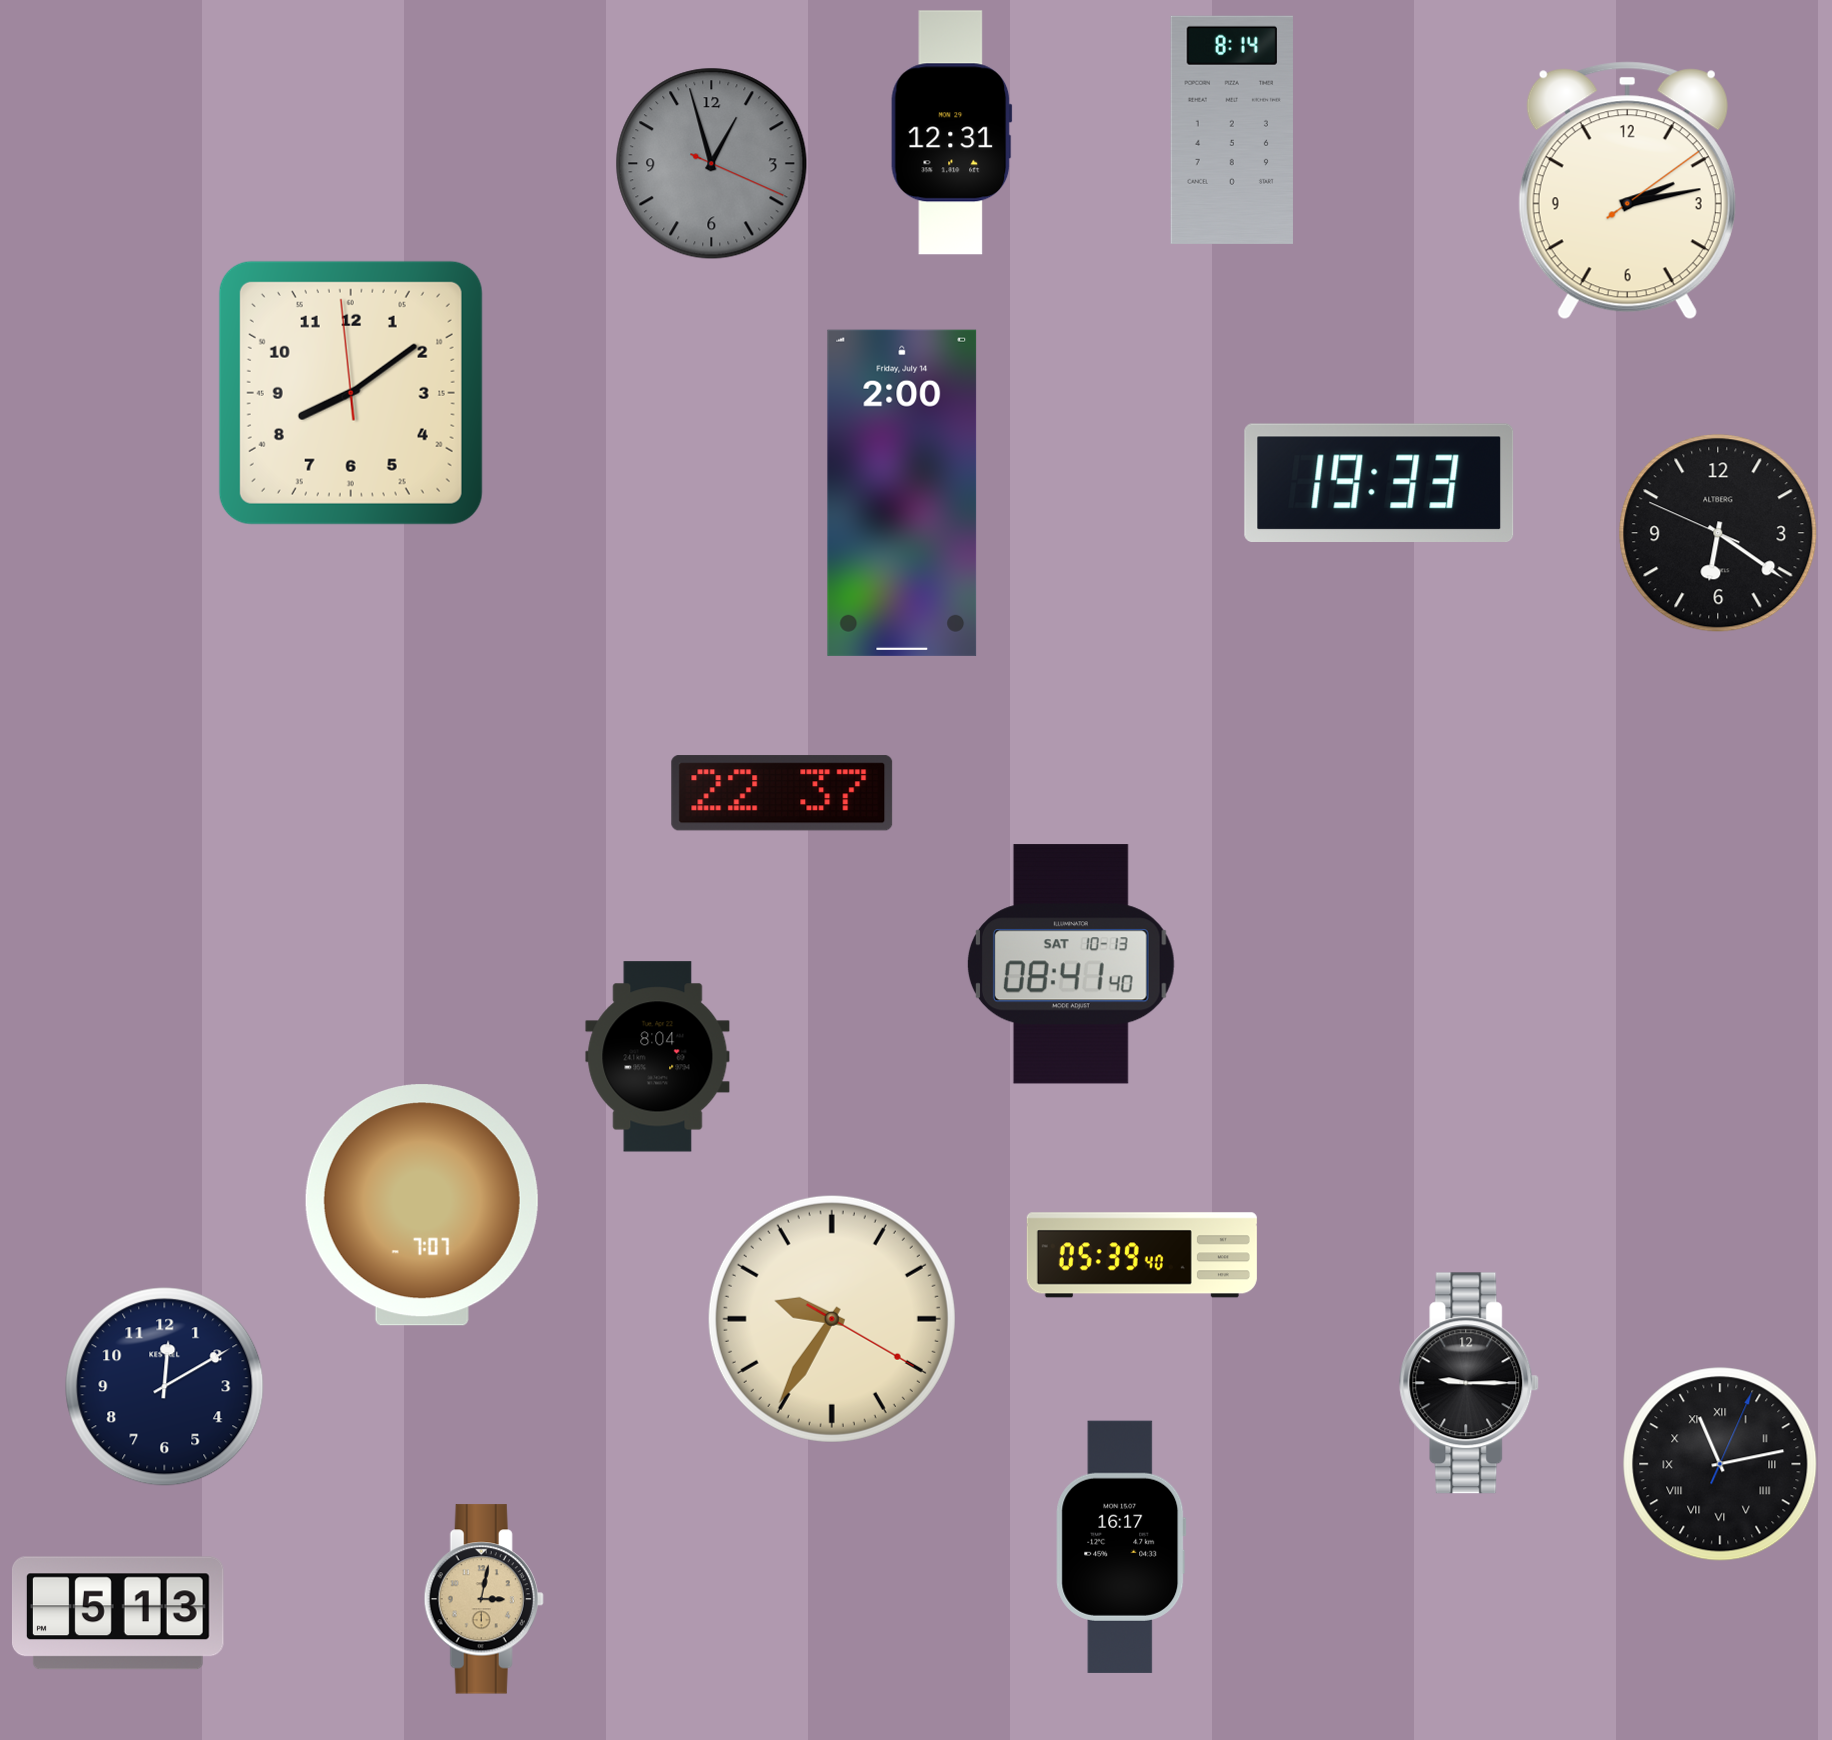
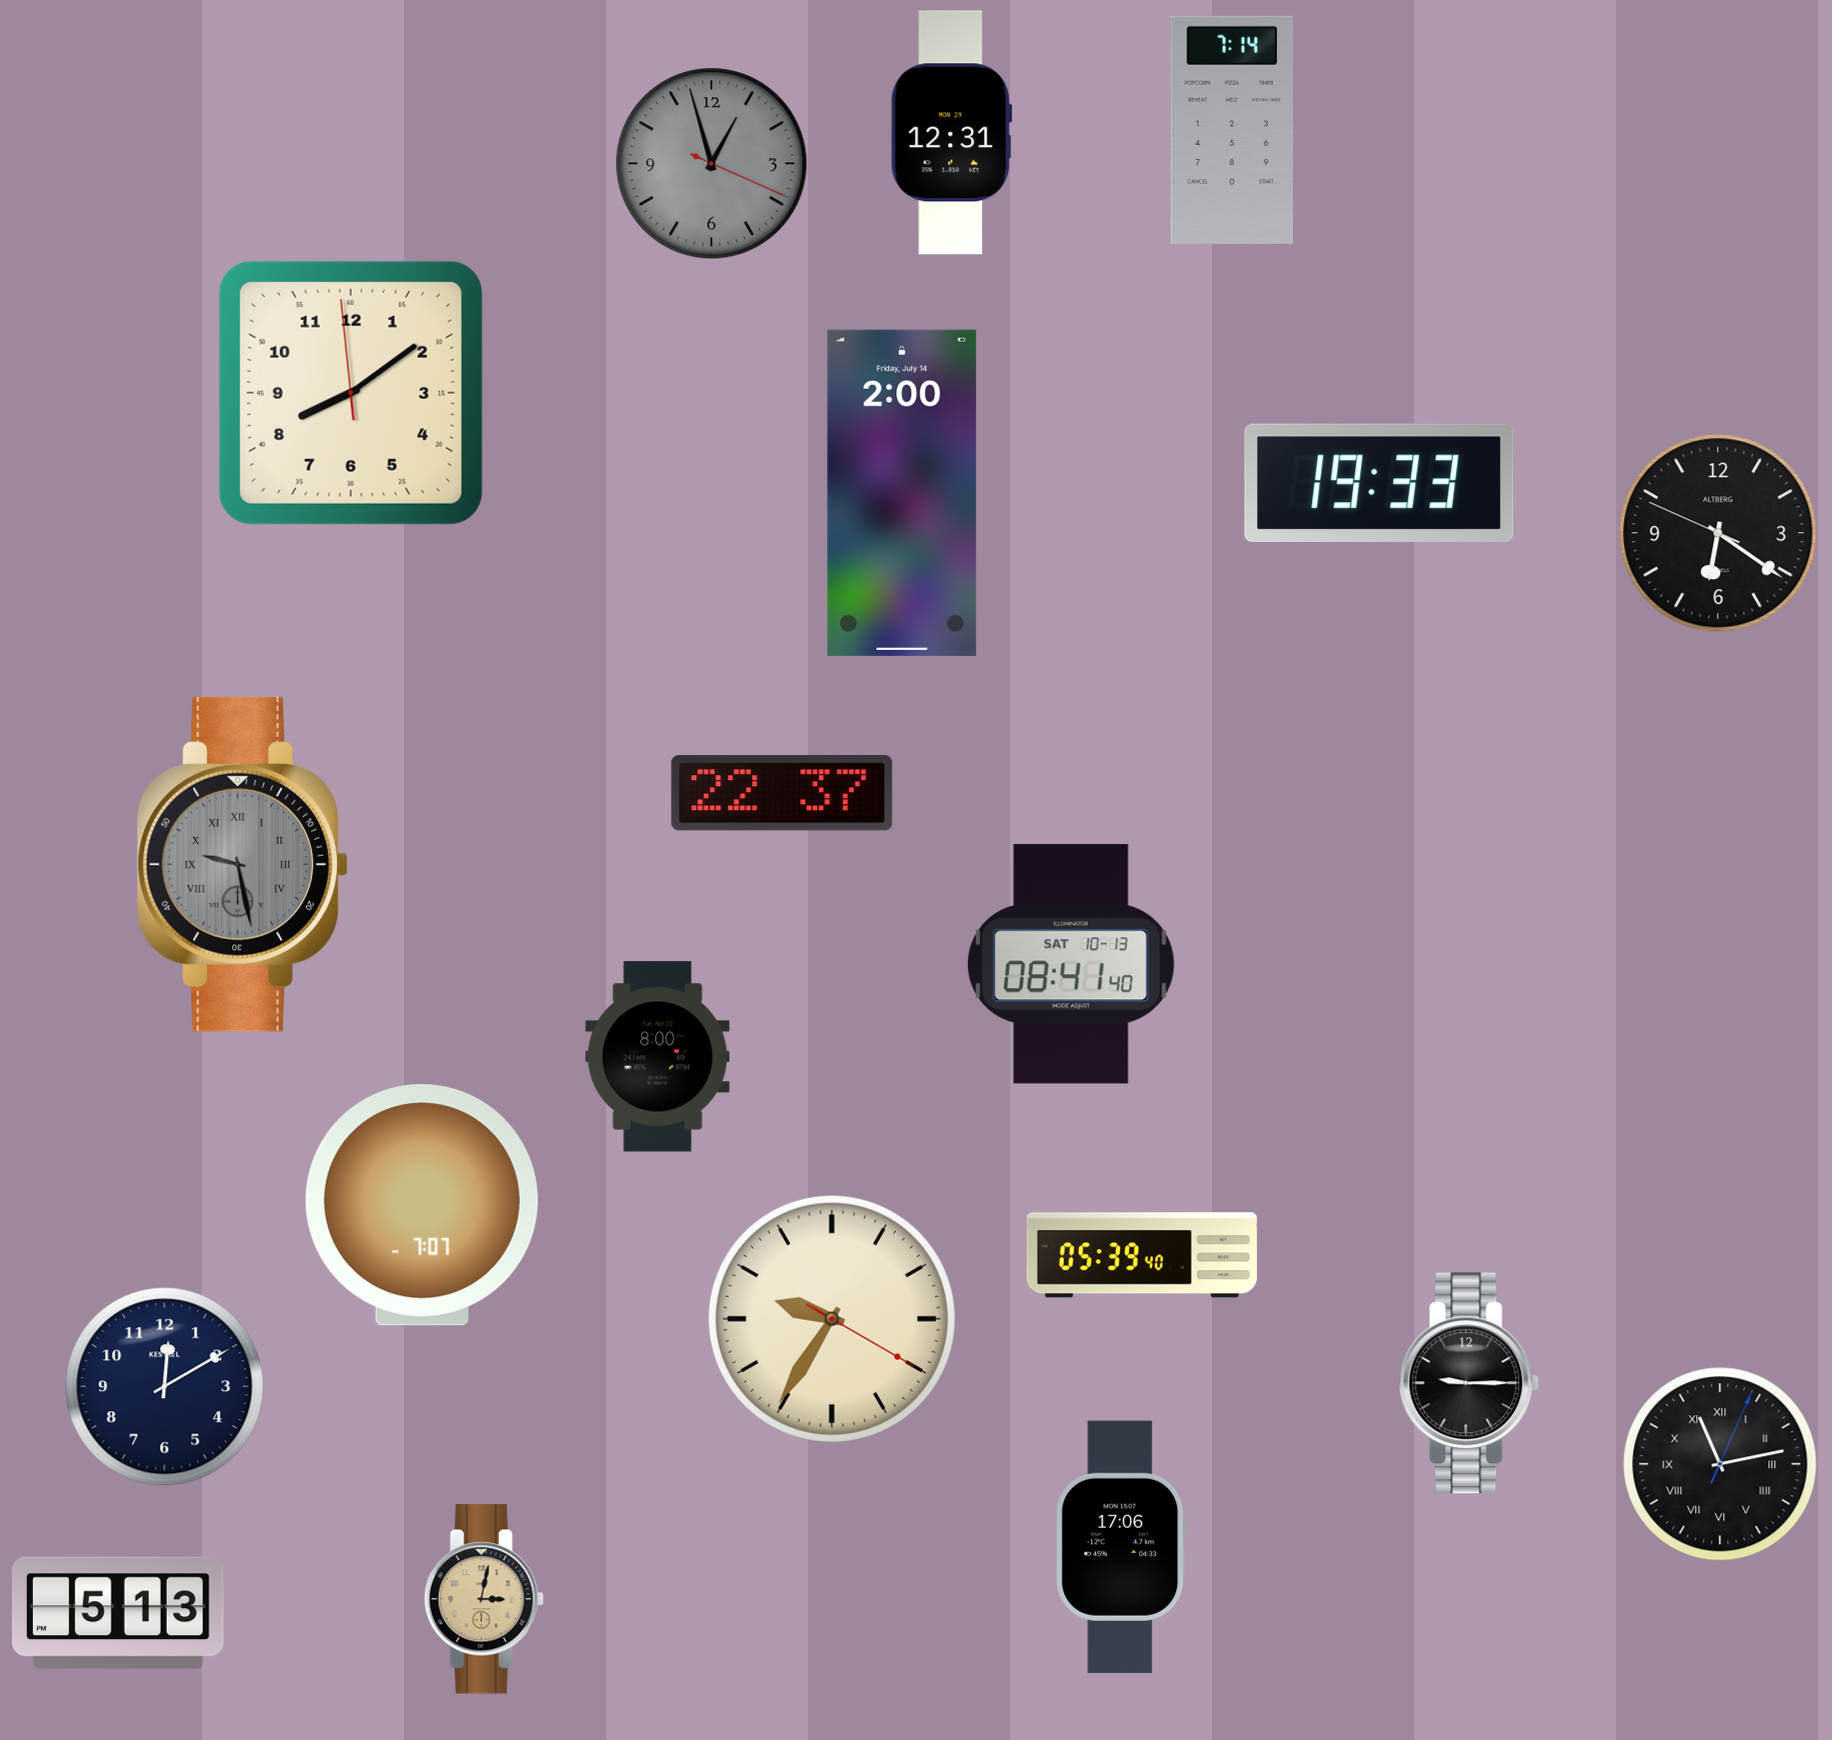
clock at (1232, 130): 8:14 -> 7:14
clock at (1627, 191): 2:13 -> none
clock at (242, 864): none -> 9:28
clock at (658, 1057): 8:04 -> 8:00
clock at (1121, 1547): 16:17 -> 17:06
